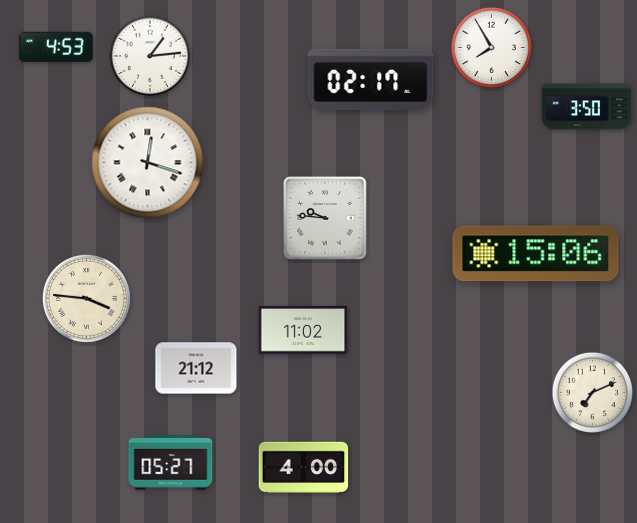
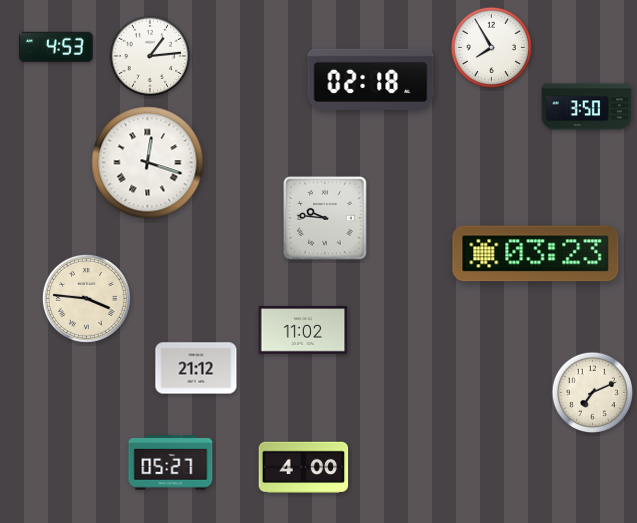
clock at (371, 79): 02:17 -> 02:18
clock at (536, 254): 15:06 -> 03:23
